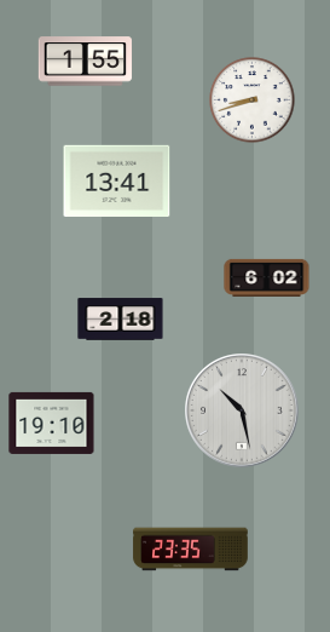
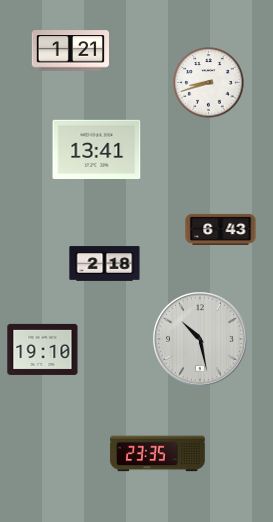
clock at (86, 62): 1:55 -> 1:21
clock at (267, 277): 6:02 -> 6:43
clock at (121, 320) position: (121, 320) -> (105, 264)
